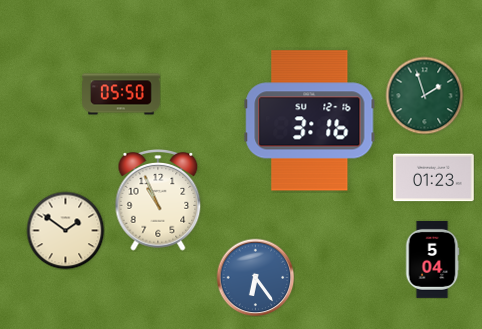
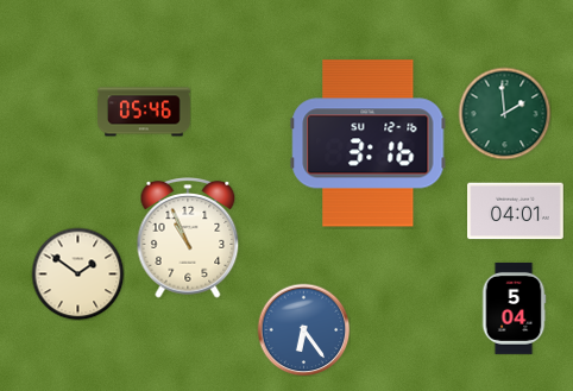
clock at (122, 94): 05:50 -> 05:46
clock at (424, 95): 1:57 -> 1:59
clock at (434, 178): 01:23 -> 04:01
